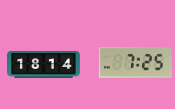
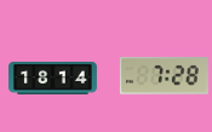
clock at (135, 63): 7:25 -> 7:28
